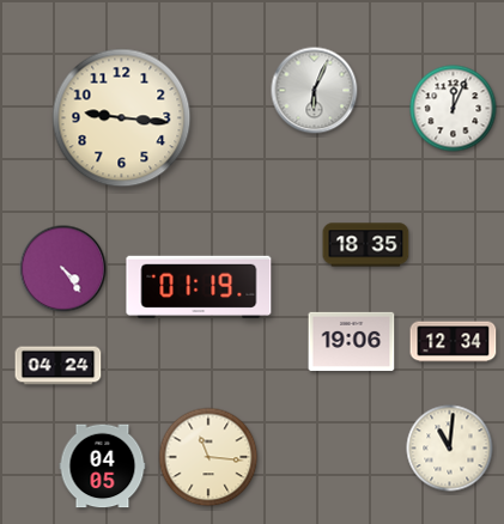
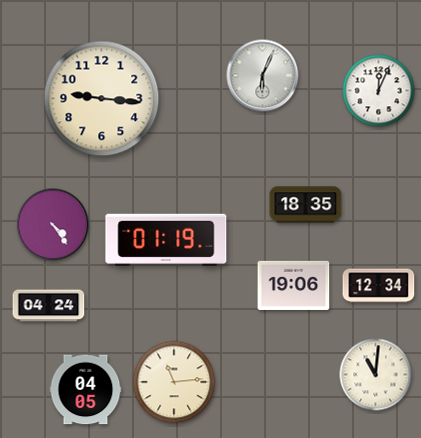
clock at (208, 457): 11:16 -> 11:14
